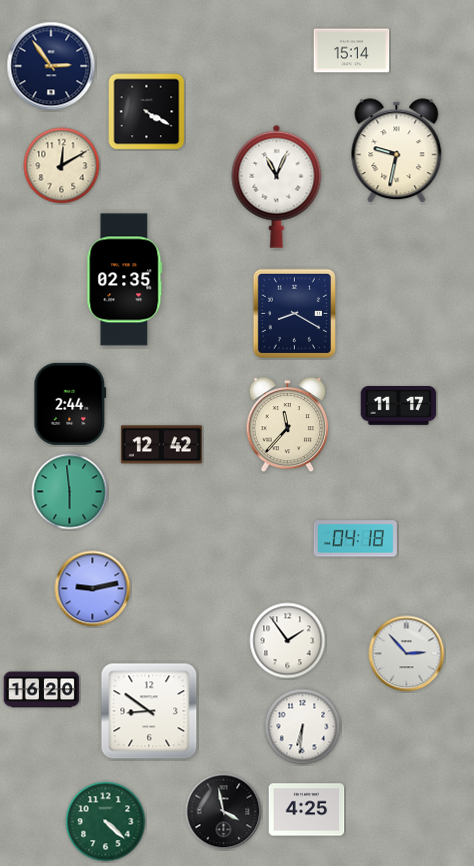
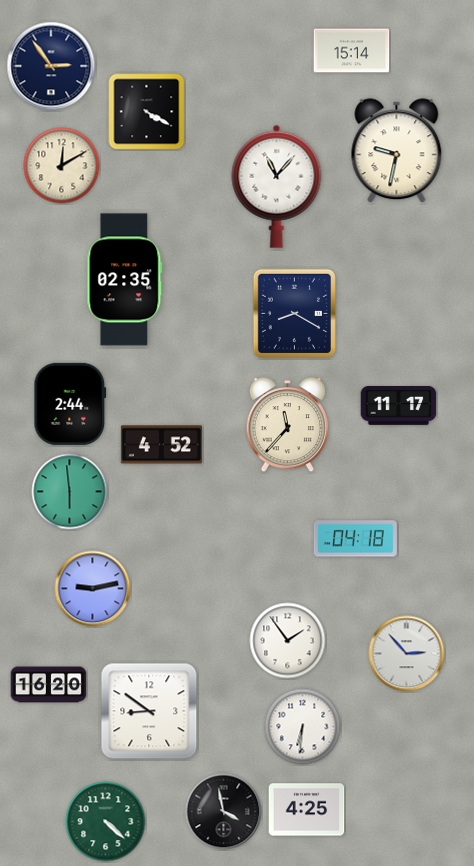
clock at (277, 186): 11:04 -> 11:07
clock at (161, 445): 12:42 -> 4:52
clock at (42, 690) position: (42, 690) -> (49, 685)
